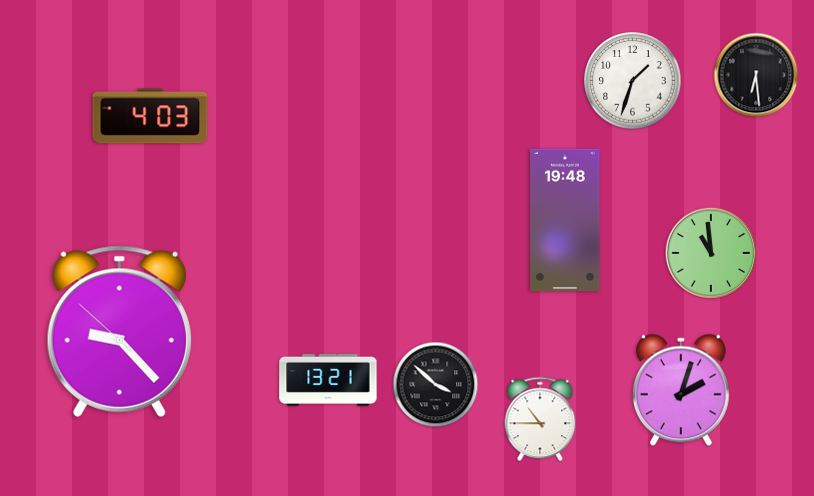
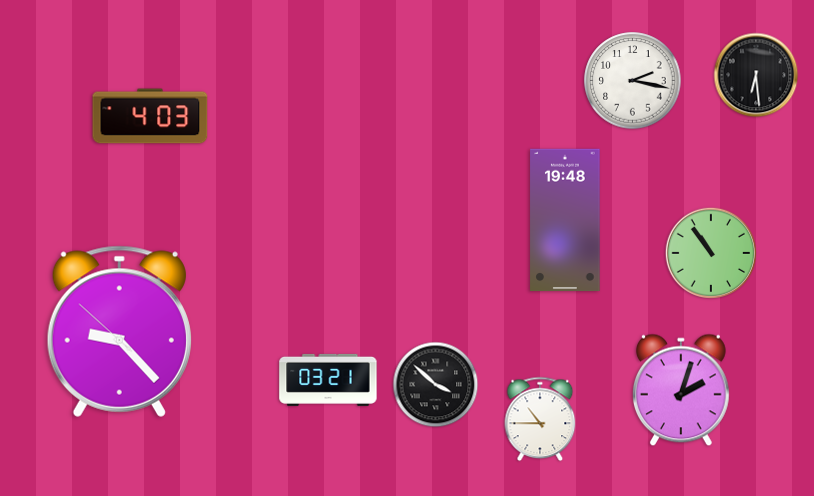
clock at (633, 81): 1:33 -> 2:17
clock at (710, 252): 10:59 -> 10:54
clock at (328, 380): 13:21 -> 03:21
